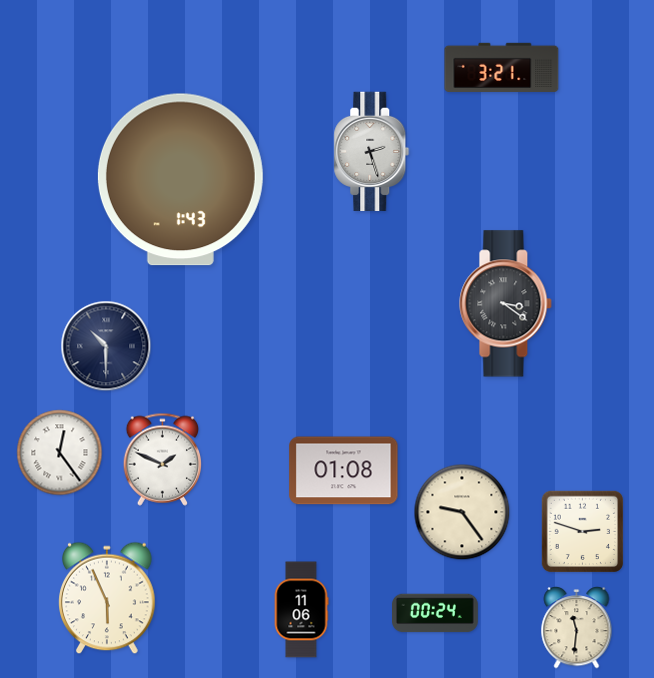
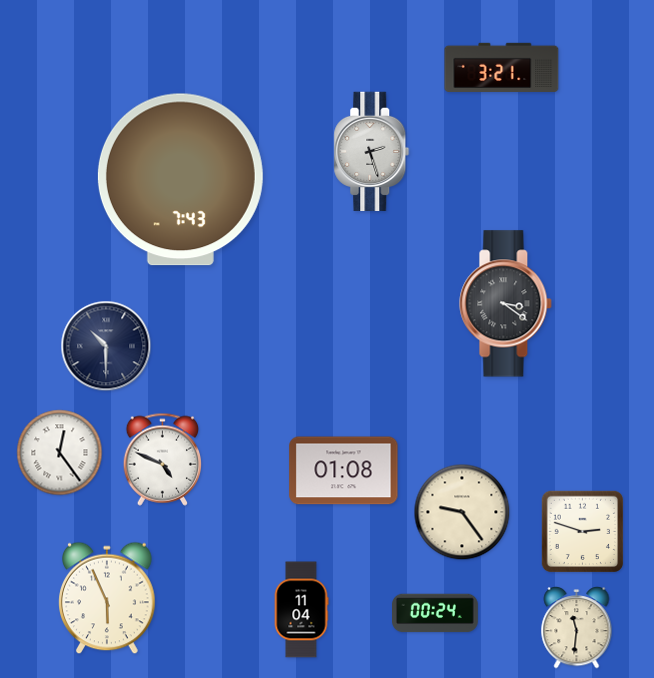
clock at (180, 180): 1:43 -> 7:43
clock at (162, 459): 1:49 -> 4:49
clock at (301, 610): 11:06 -> 11:04
